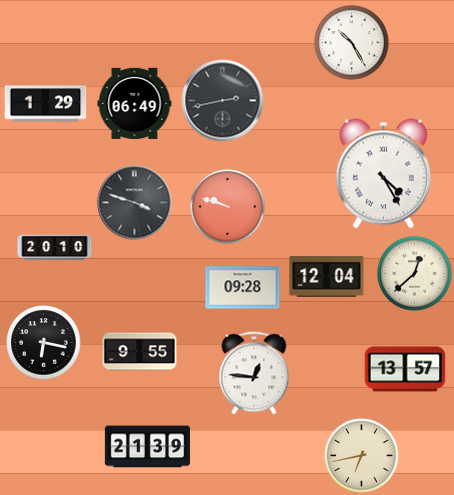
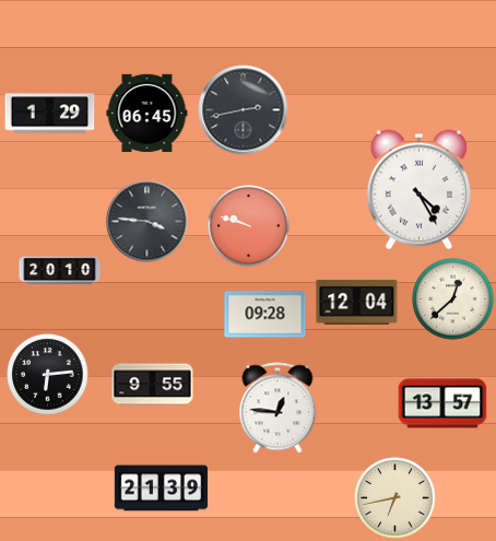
clock at (352, 43): 10:25 -> none
clock at (135, 103): 06:49 -> 06:45
clock at (135, 203): 3:48 -> 3:46
clock at (44, 343): 6:17 -> 6:14
